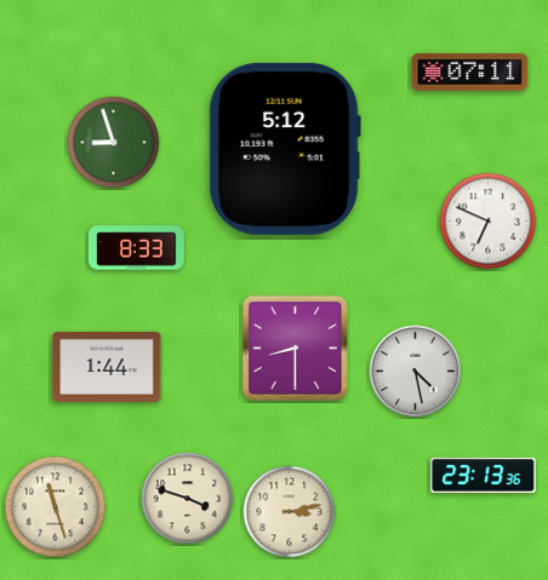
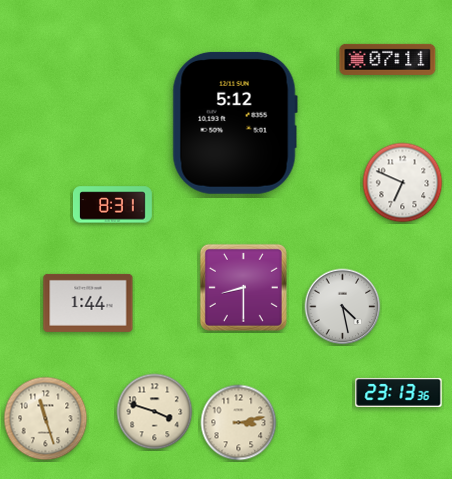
clock at (114, 143): 8:57 -> none
clock at (136, 248): 8:33 -> 8:31
